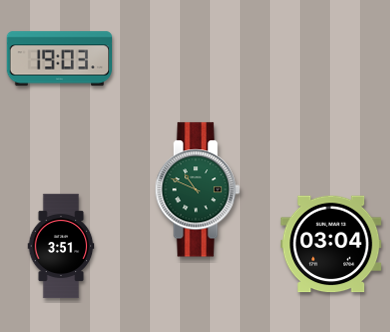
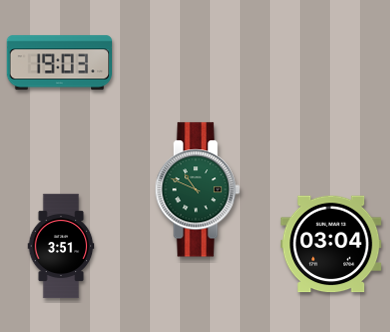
clock at (59, 59) position: (59, 59) -> (59, 63)
